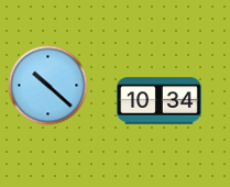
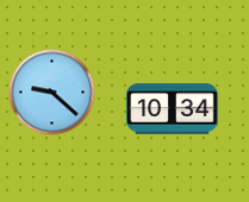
clock at (48, 86): 10:22 -> 9:22
